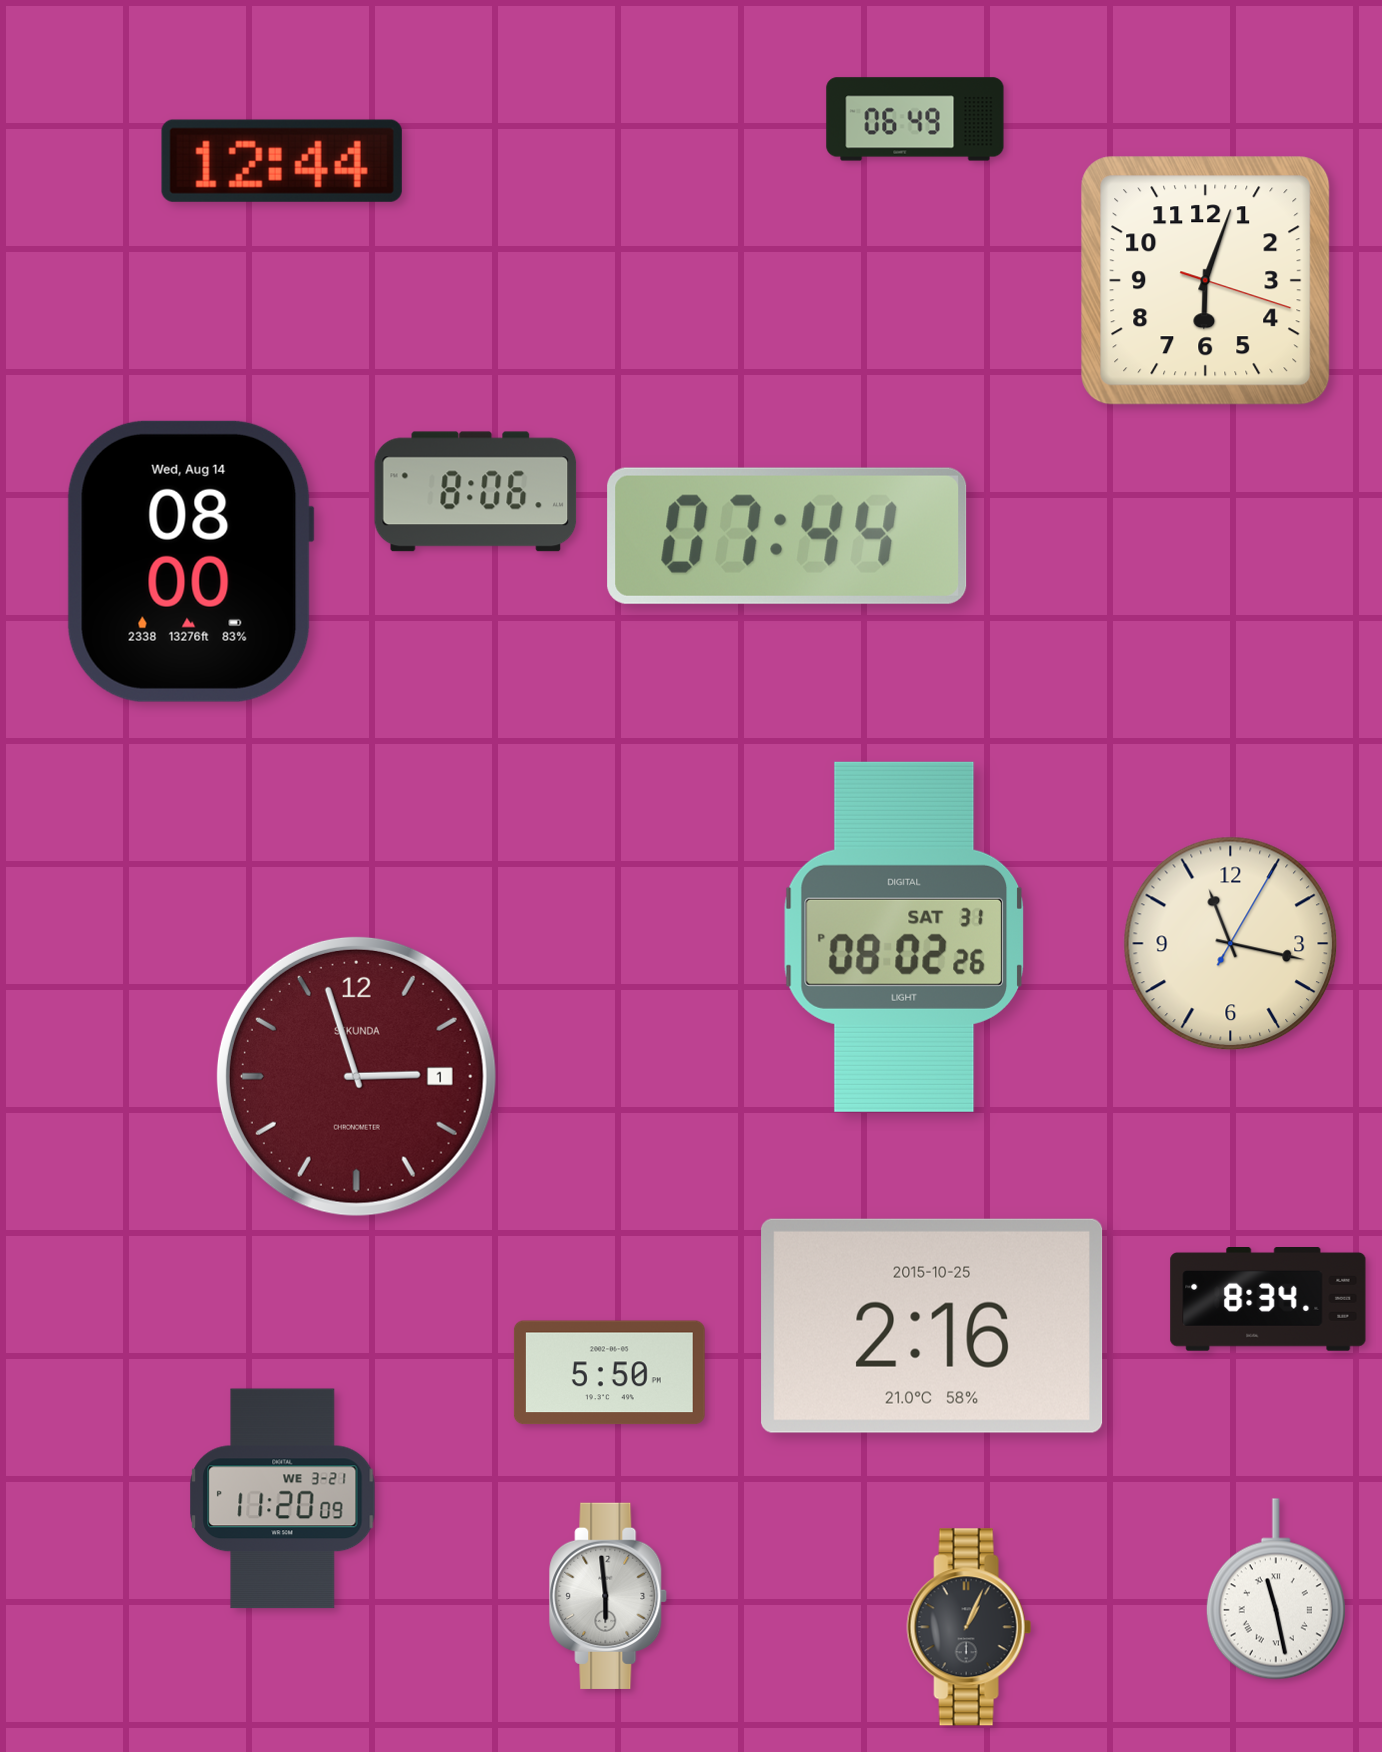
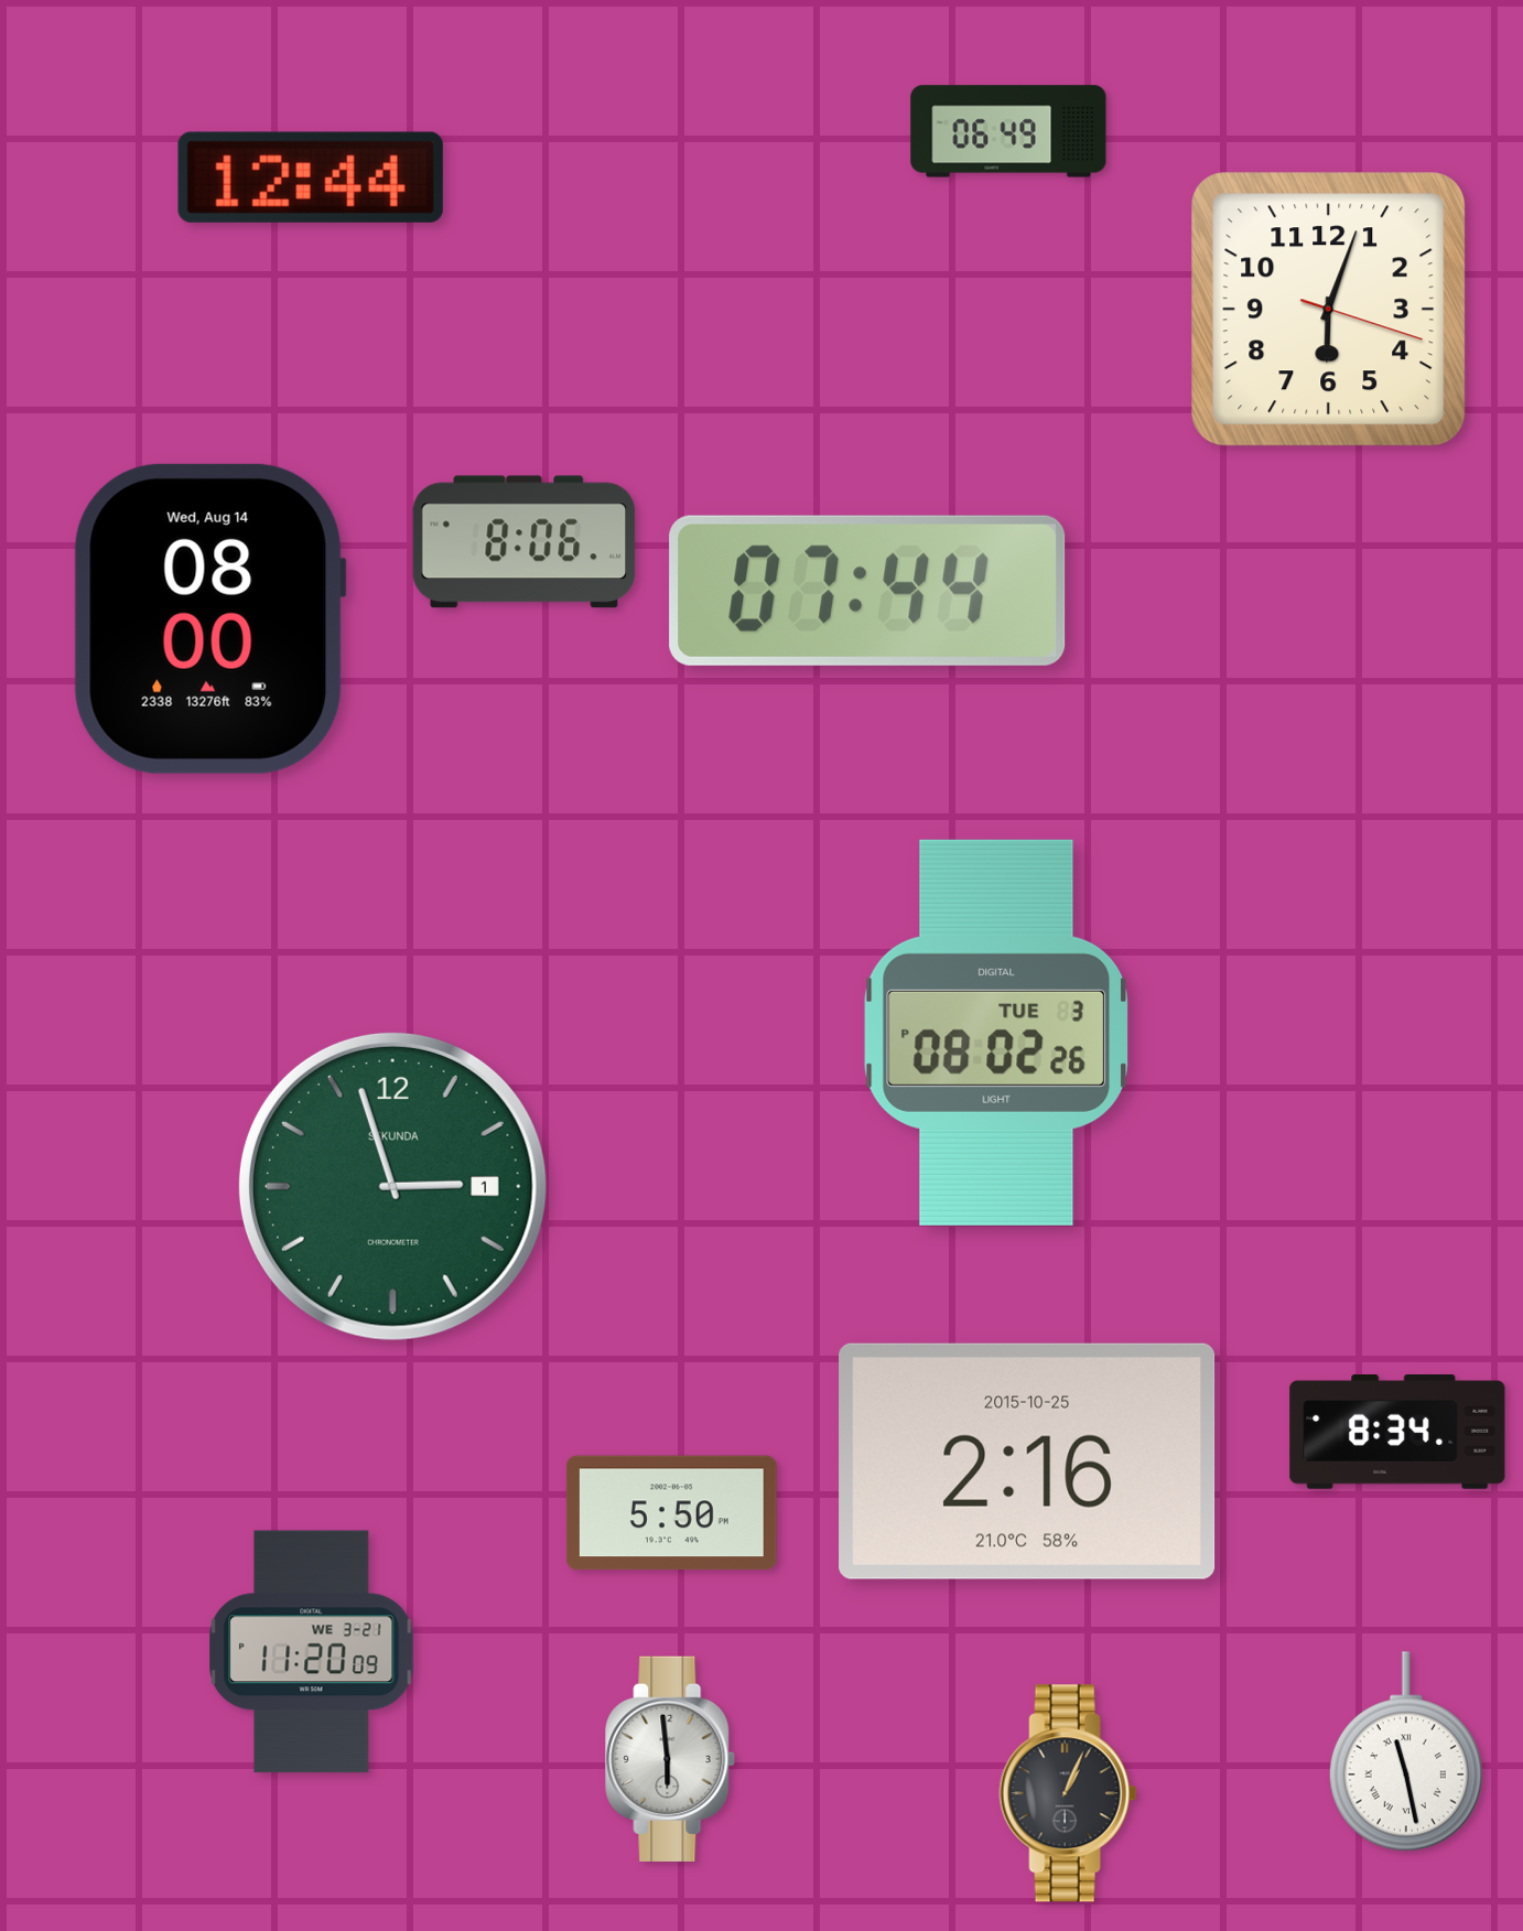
clock at (904, 937) date: SAT 31 -> TUE 3
clock at (1231, 944): 11:17 -> none
clock at (356, 1076) dial: burgundy -> green
